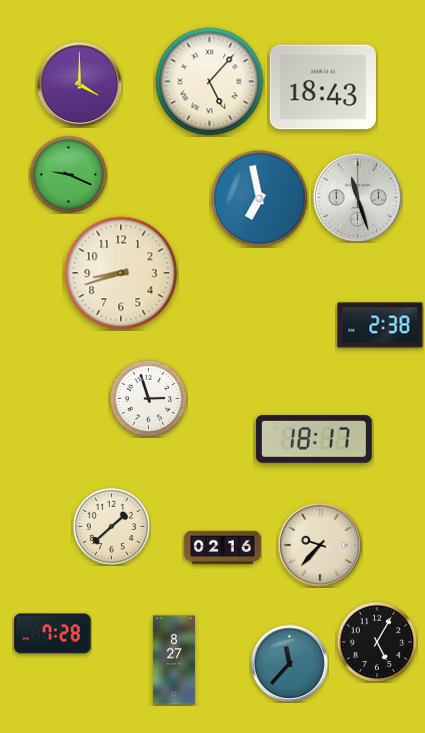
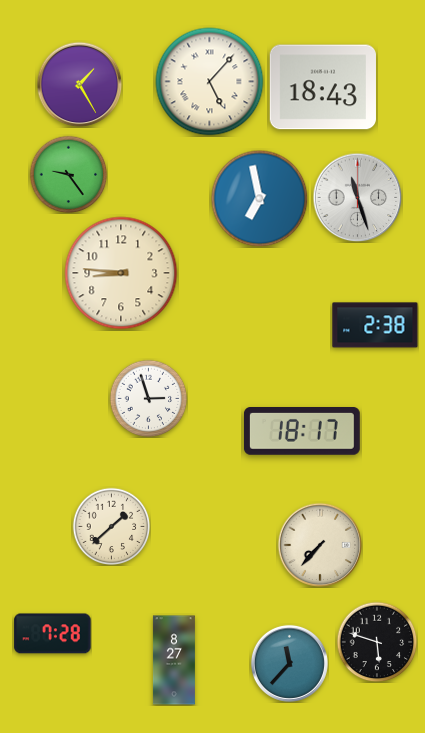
clock at (79, 84): 4:00 -> 1:25
clock at (68, 174): 9:19 -> 9:24
clock at (121, 273): 8:42 -> 8:46
clock at (380, 325) position: (380, 325) -> (375, 325)
clock at (314, 440) position: (314, 440) -> (302, 432)
clock at (320, 545): 9:37 -> 7:37
clock at (223, 548): 02:16 -> none
clock at (377, 642): 5:05 -> 5:48
